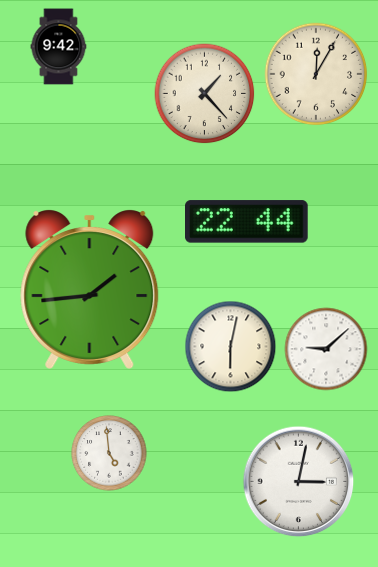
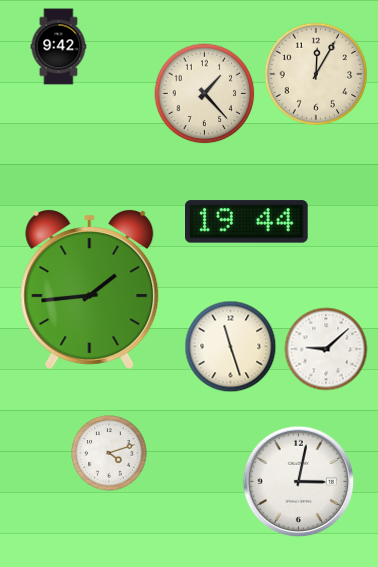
clock at (247, 222): 22:44 -> 19:44
clock at (231, 347): 6:02 -> 11:27
clock at (109, 453): 4:59 -> 4:12
